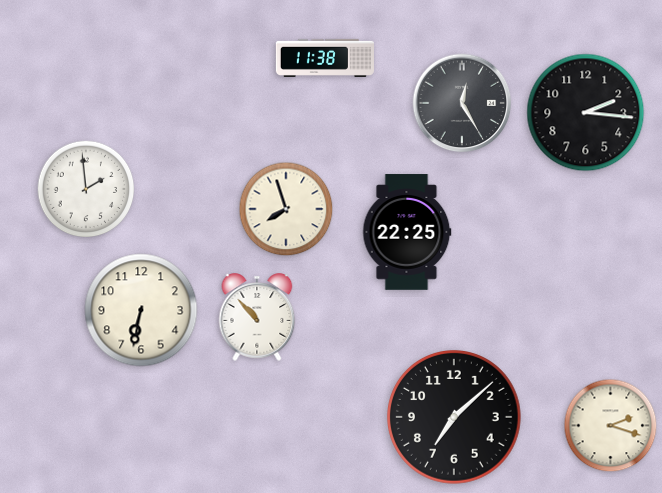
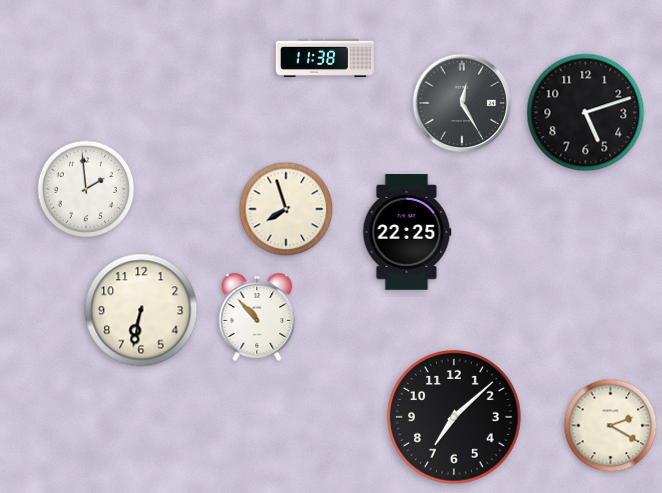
clock at (586, 113): 2:16 -> 5:12
clock at (611, 426): 2:18 -> 2:20
